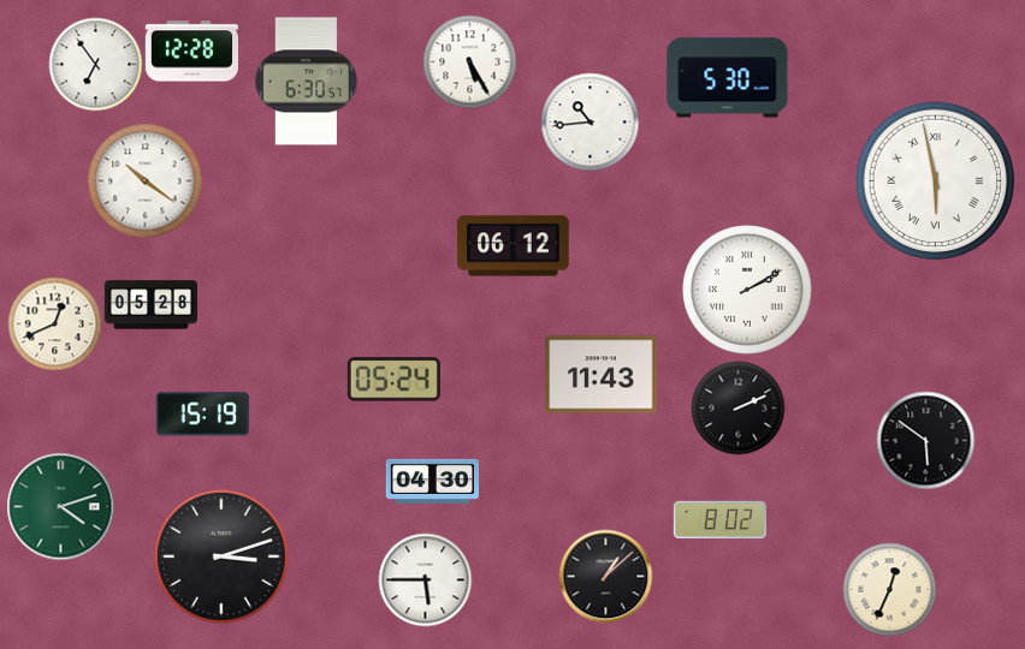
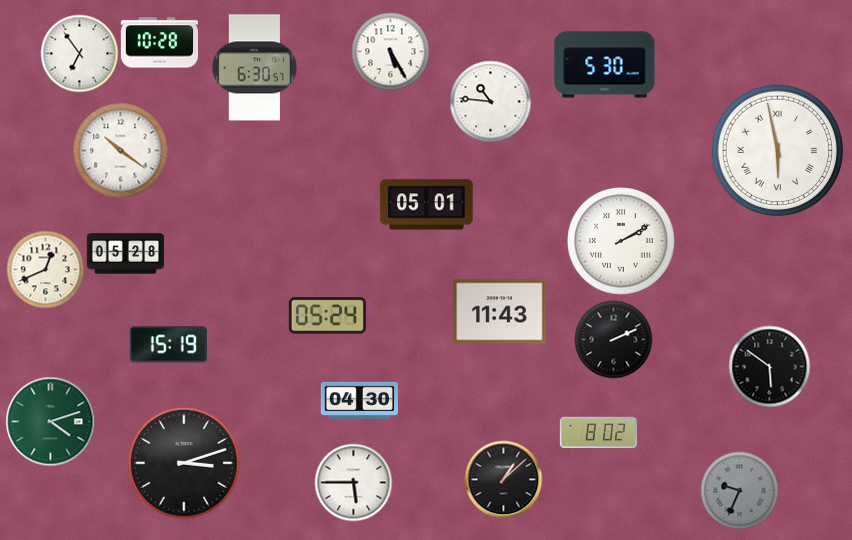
clock at (191, 52): 12:28 -> 10:28
clock at (589, 121): 10:44 -> 10:46
clock at (514, 246): 06:12 -> 05:01
clock at (889, 589): 12:34 -> 9:34
clock at (889, 589) dial: cream -> grey
